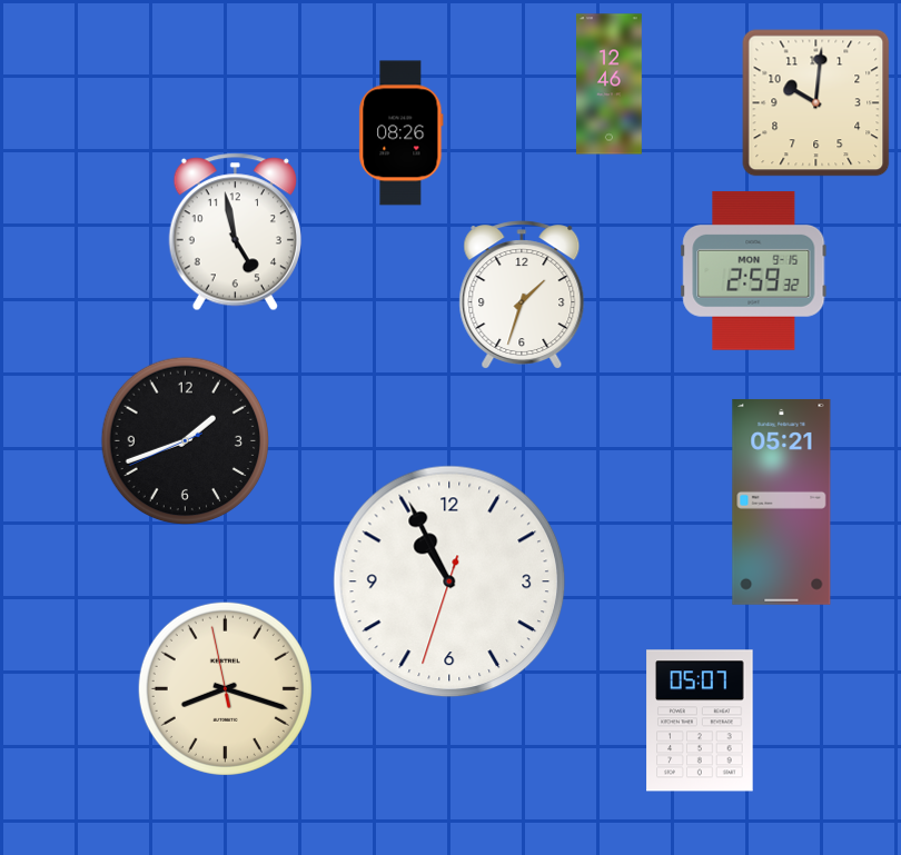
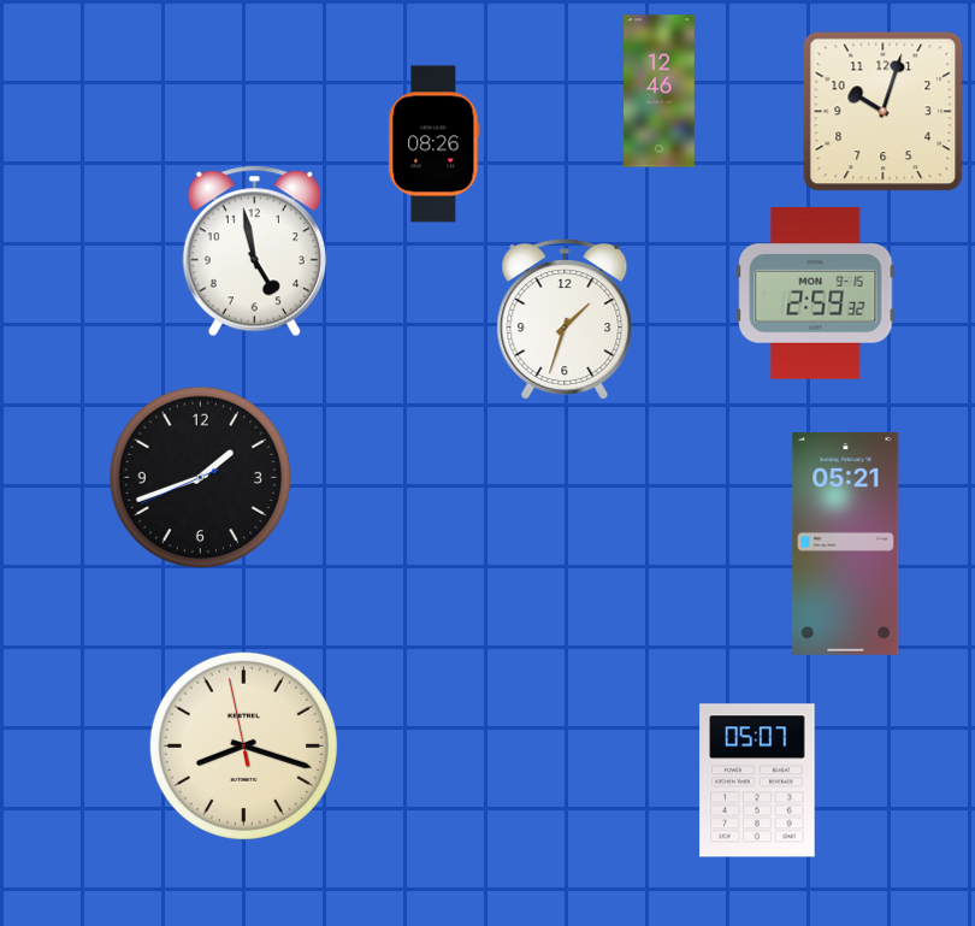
clock at (816, 103): 10:01 -> 10:03
clock at (449, 581): 10:55 -> none
